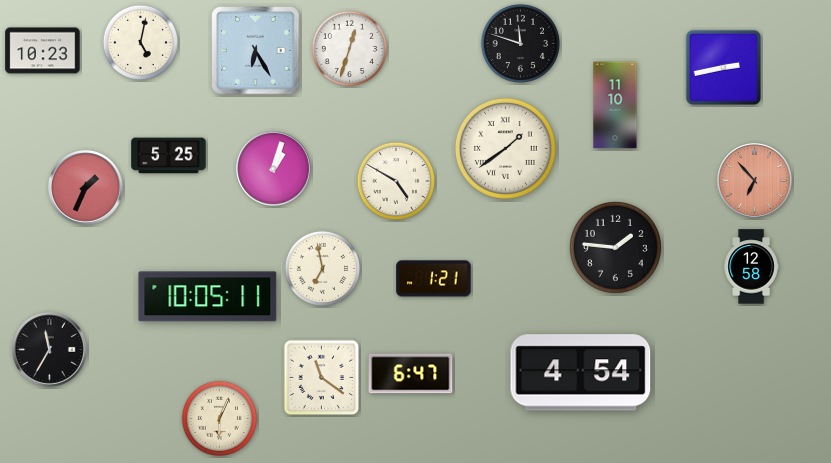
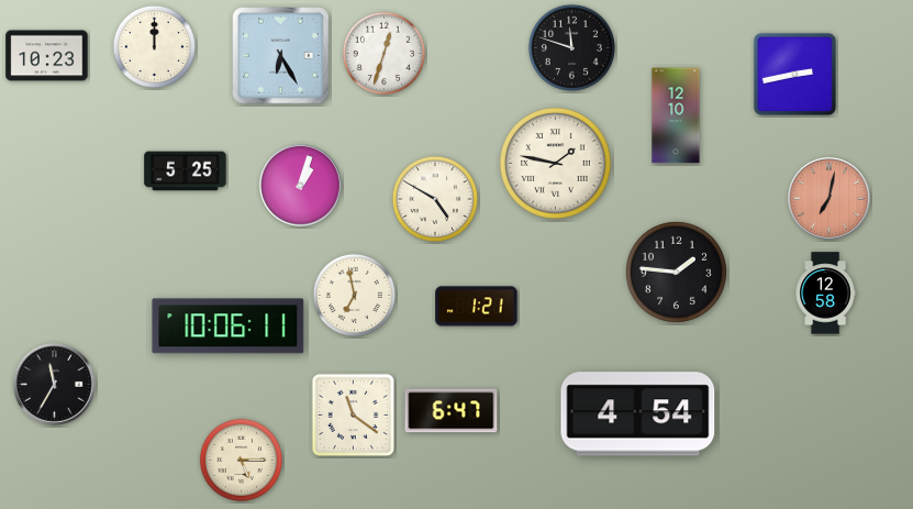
clock at (140, 42): 5:02 -> 12:00
clock at (615, 105): 11:10 -> 12:10
clock at (505, 148): 1:39 -> 1:47
clock at (755, 181): 6:53 -> 7:02
clock at (86, 188): 1:34 -> none
clock at (208, 297): 10:05 -> 10:06
clock at (581, 373) position: (581, 373) -> (638, 414)
clock at (219, 418): 6:04 -> 5:15
